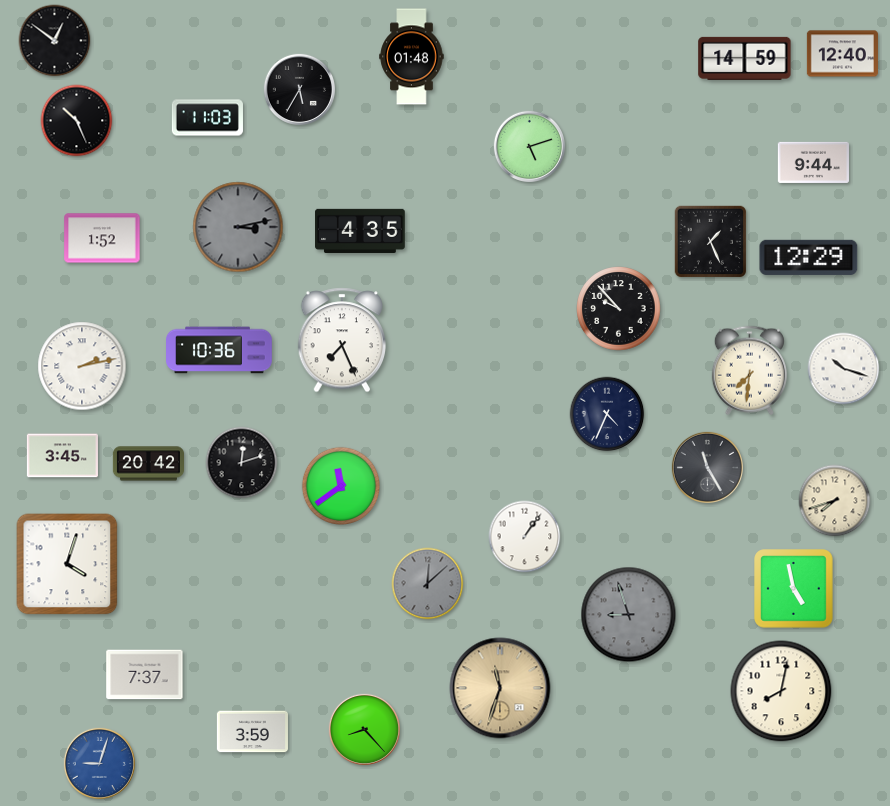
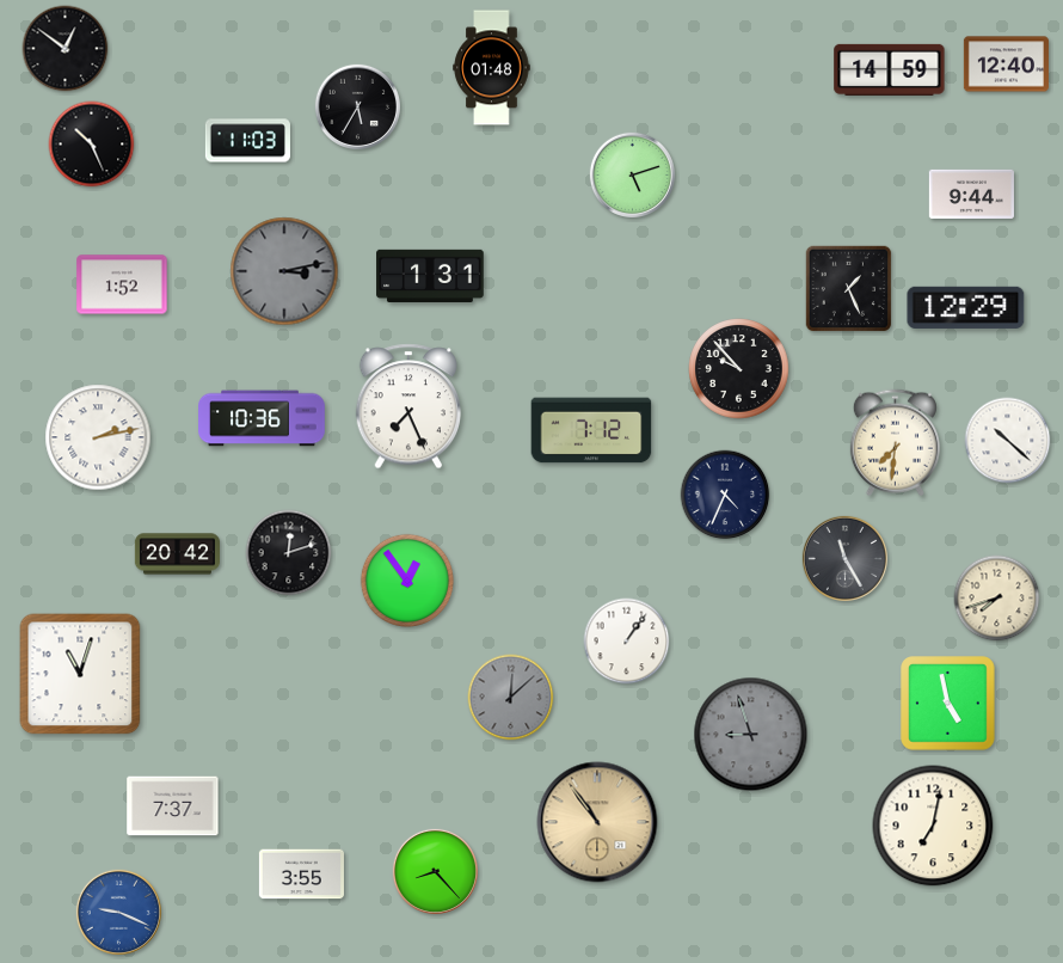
clock at (360, 231): 4:35 -> 1:31
clock at (591, 430): none -> 7:12
clock at (844, 369): 10:18 -> 10:22
clock at (62, 456): 3:45 -> none
clock at (341, 486): 11:39 -> 12:54
clock at (67, 564): 4:03 -> 11:03
clock at (500, 688): 11:33 -> 10:54
clock at (781, 691): 8:02 -> 7:02
clock at (252, 732): 3:59 -> 3:55
clock at (99, 763): 9:03 -> 9:19
